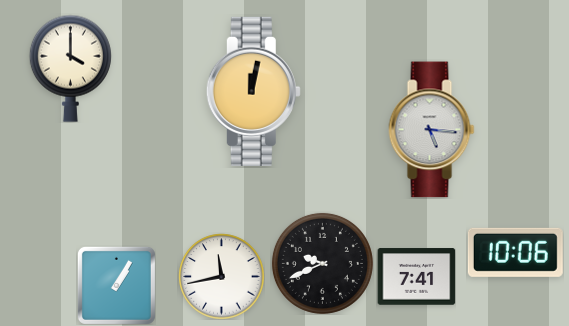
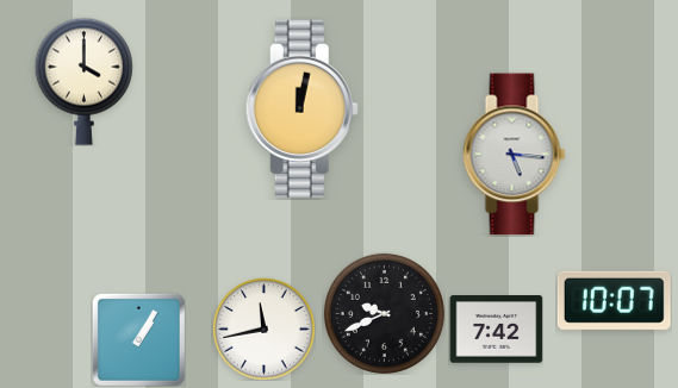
clock at (515, 252): 10:06 -> 10:07
clock at (416, 277): 7:41 -> 7:42
